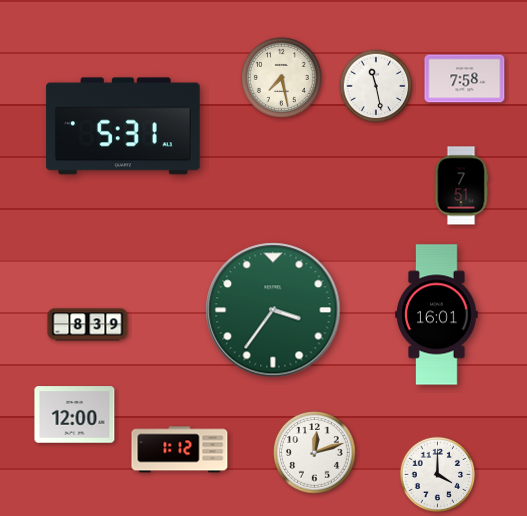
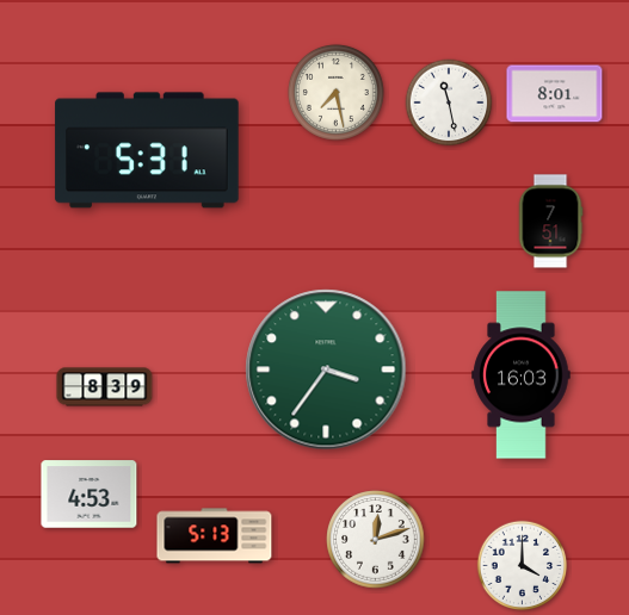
clock at (465, 79): 7:58 -> 8:01
clock at (437, 315): 16:01 -> 16:03
clock at (75, 415): 12:00 -> 4:53
clock at (180, 450): 1:12 -> 5:13
